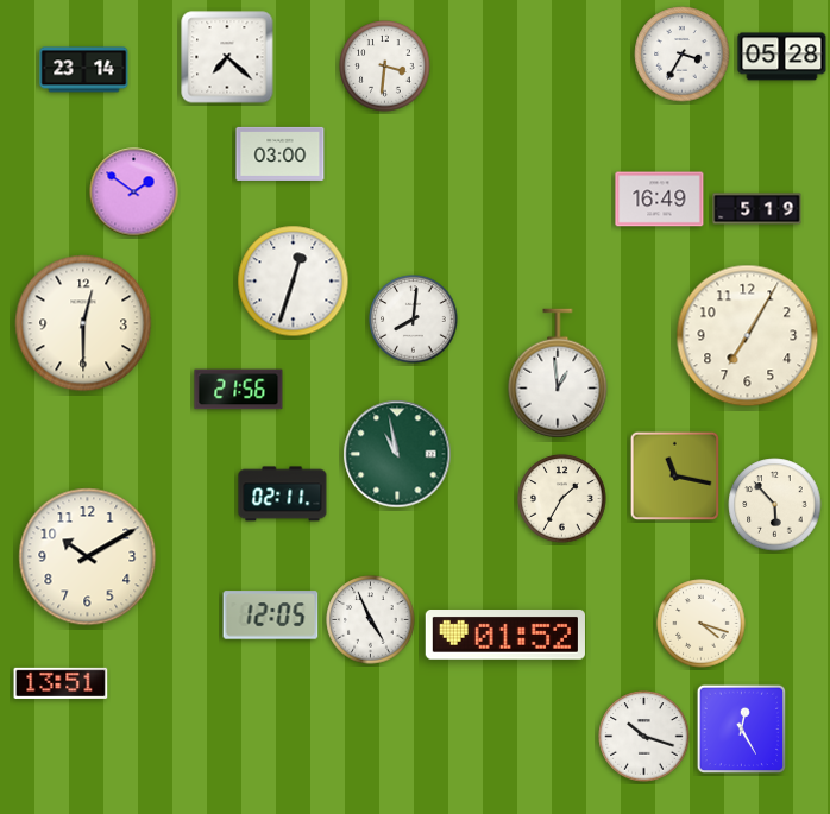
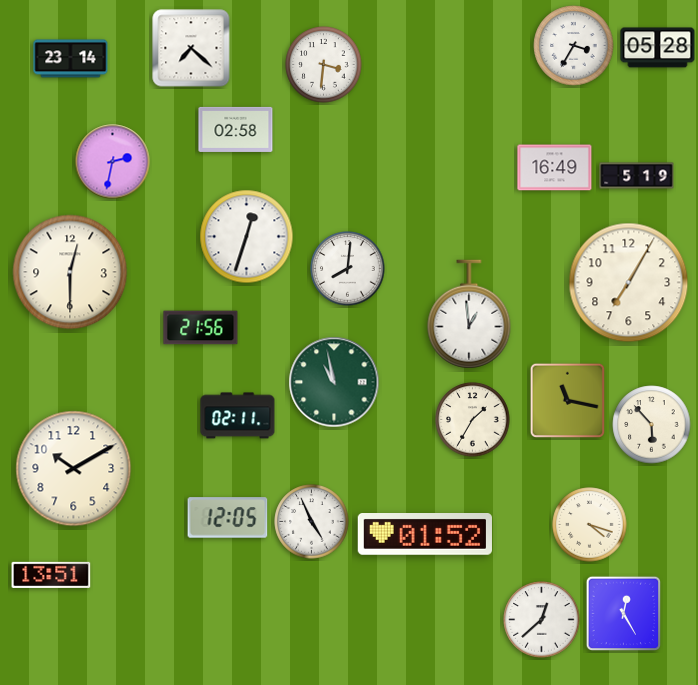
clock at (385, 67) position: (385, 67) -> (324, 65)
clock at (281, 153): 03:00 -> 02:58
clock at (134, 193): 1:51 -> 2:32
clock at (644, 737): 10:18 -> 12:38
